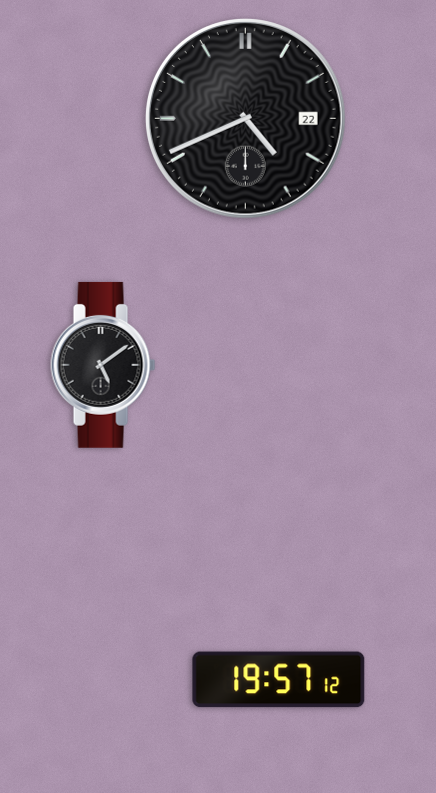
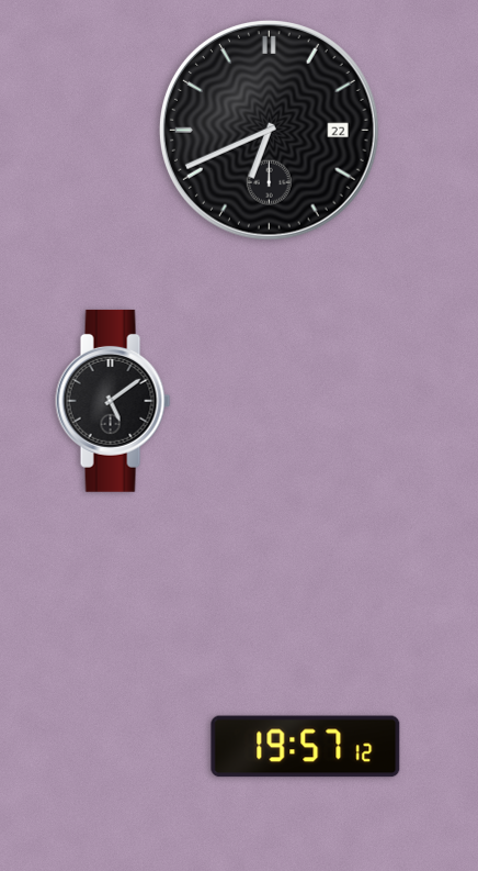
clock at (246, 119): 4:41 -> 6:41
